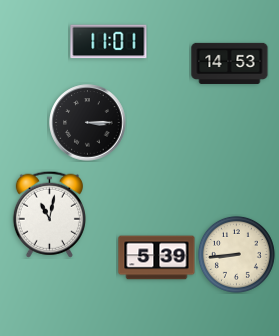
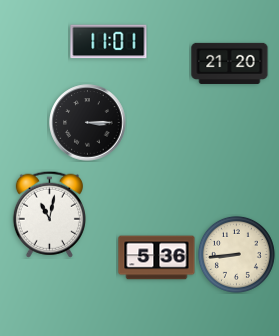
clock at (230, 63): 14:53 -> 21:20
clock at (157, 258): 5:39 -> 5:36
